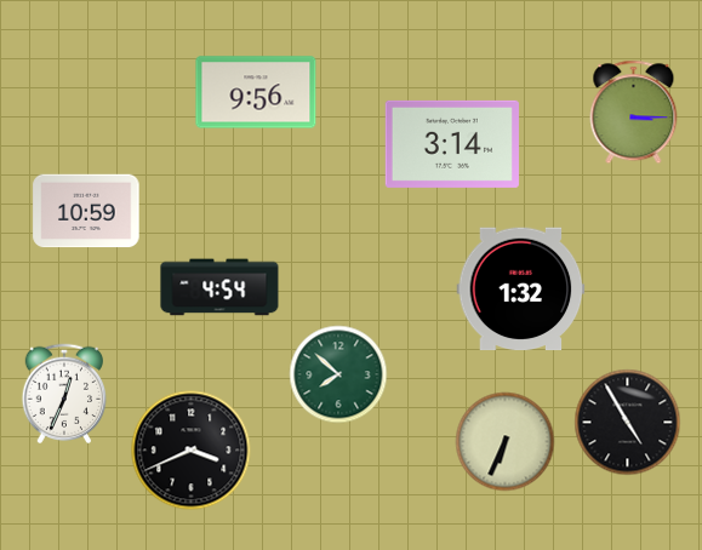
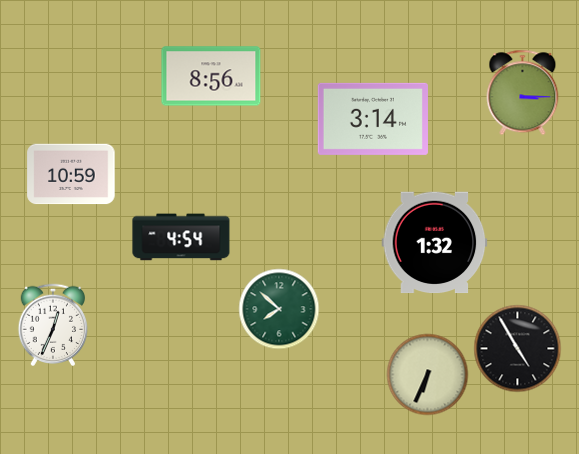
clock at (256, 92): 9:56 -> 8:56
clock at (521, 290) position: (521, 290) -> (435, 243)
clock at (506, 442) position: (506, 442) -> (428, 375)
clock at (192, 451): 3:41 -> none
